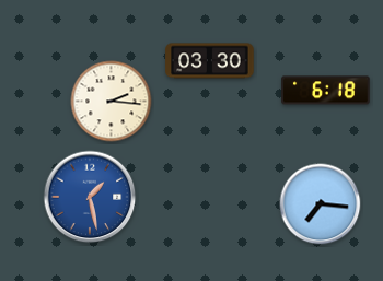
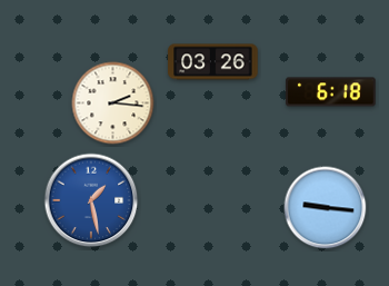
clock at (210, 61): 03:30 -> 03:26
clock at (321, 204): 7:16 -> 9:16
